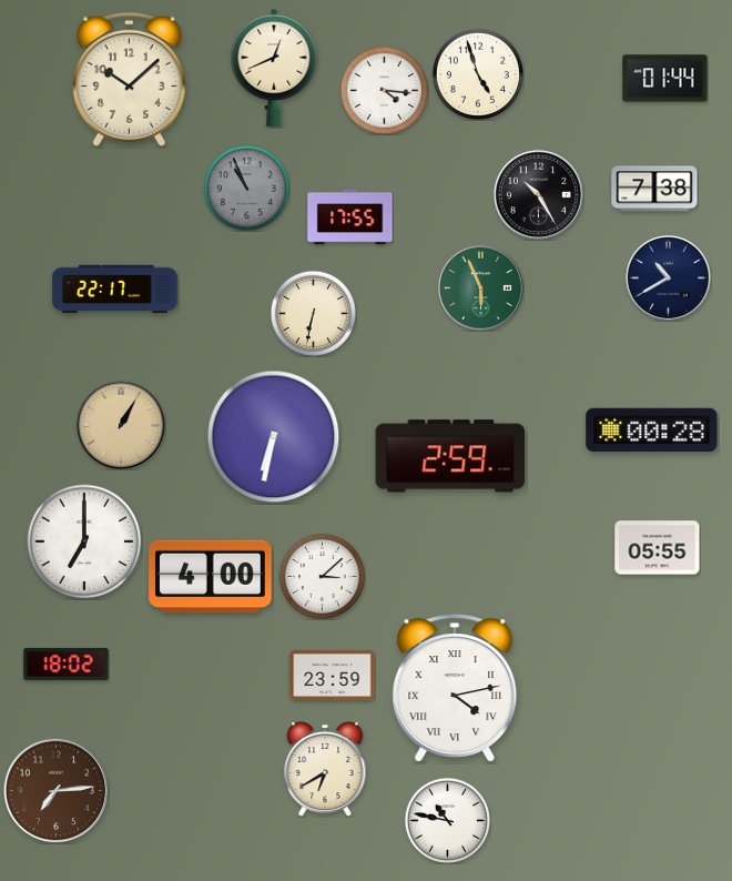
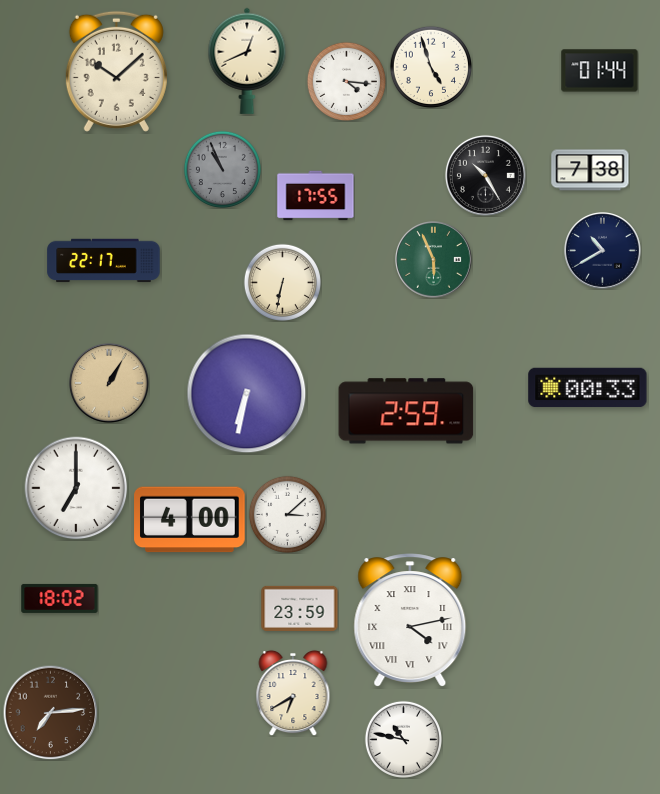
clock at (652, 431): 00:28 -> 00:33
clock at (658, 548): 05:55 -> none
clock at (322, 576) position: (322, 576) -> (287, 514)
